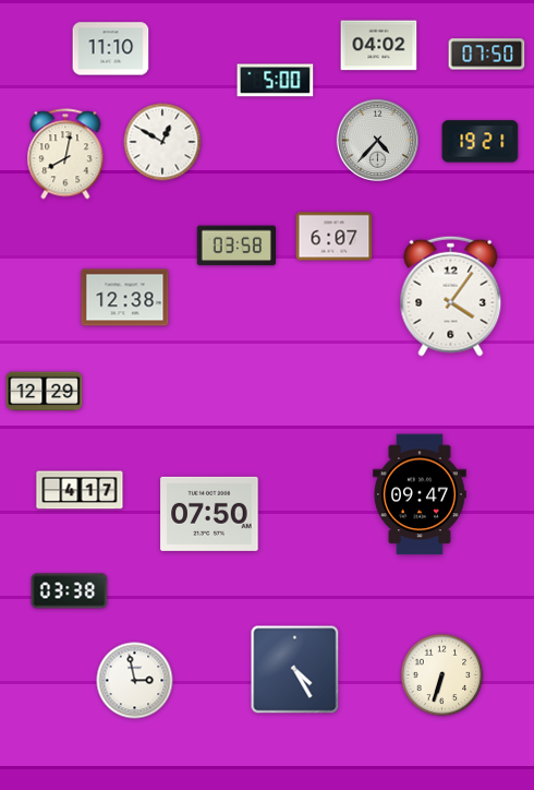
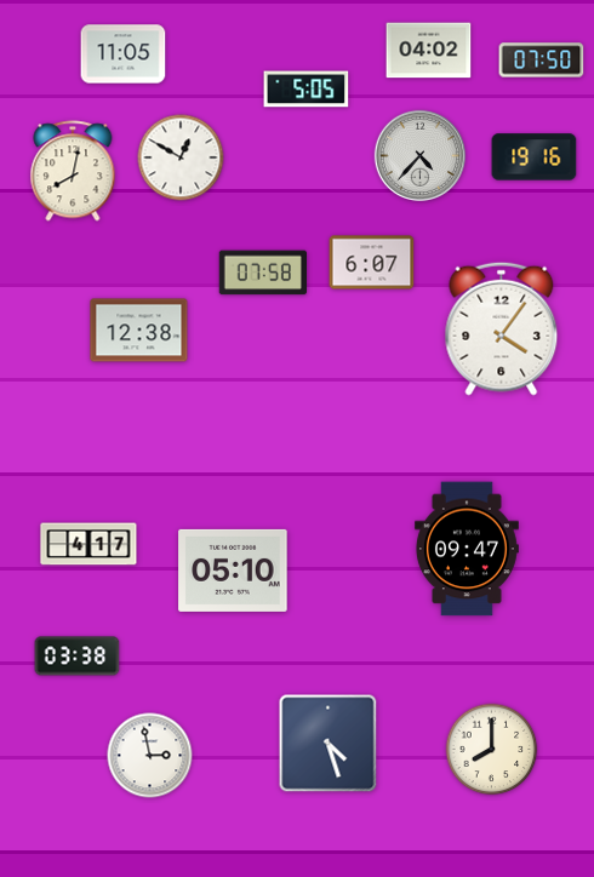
clock at (379, 46) position: (379, 46) -> (429, 51)
clock at (111, 49): 11:10 -> 11:05
clock at (276, 81): 5:00 -> 5:05
clock at (481, 142): 19:21 -> 19:16
clock at (235, 246): 03:58 -> 07:58
clock at (45, 392): 12:29 -> none
clock at (209, 514): 07:50 -> 05:10
clock at (295, 670): 4:25 -> 4:27
clock at (442, 675): 6:33 -> 8:00
